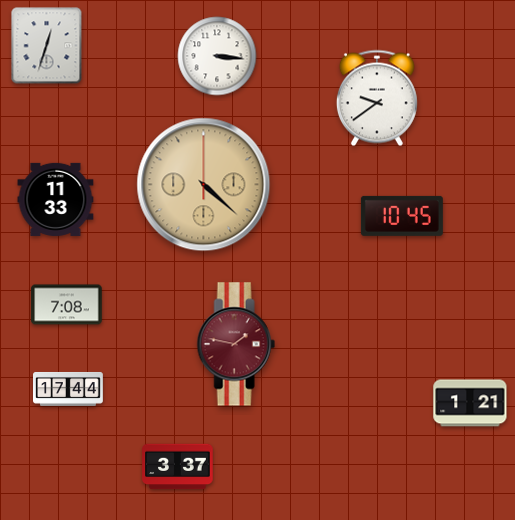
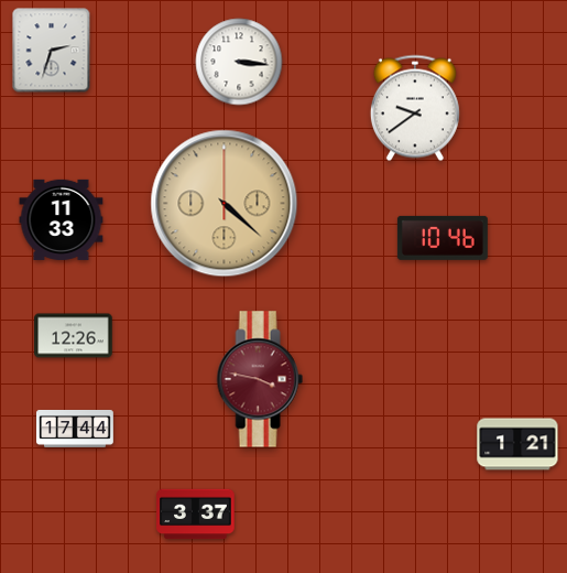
clock at (47, 46): 12:33 -> 2:33
clock at (402, 216): 10:45 -> 10:46
clock at (67, 305): 7:08 -> 12:26
clock at (236, 344): 1:47 -> 3:47
